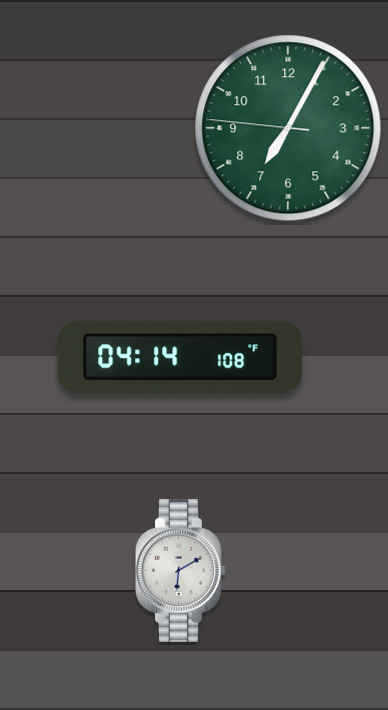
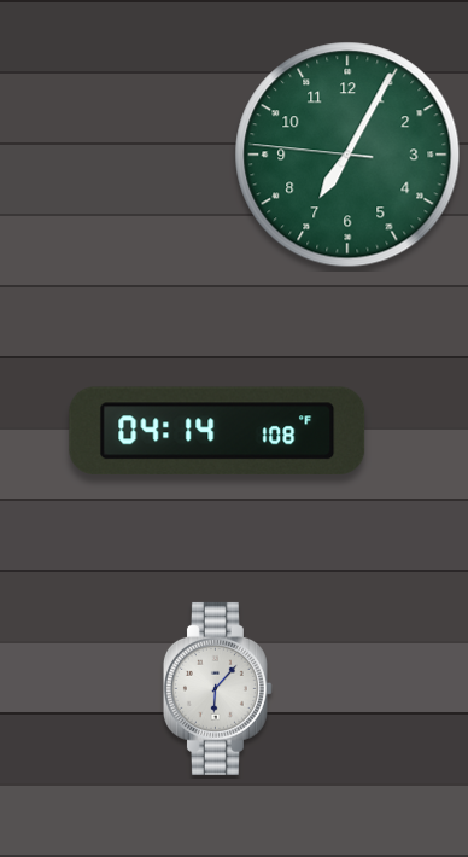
clock at (180, 570): 6:10 -> 6:07
